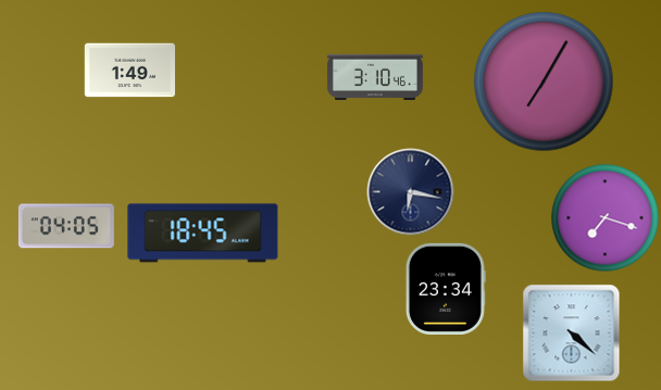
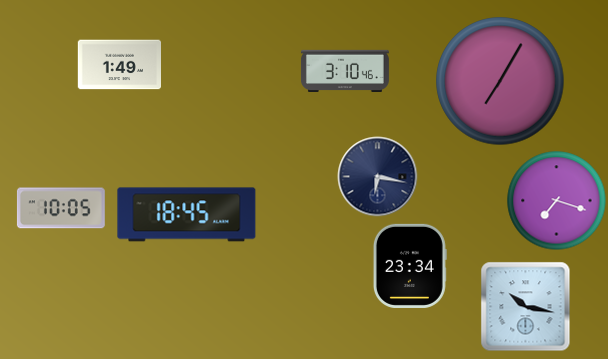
clock at (544, 81) position: (544, 81) -> (500, 81)
clock at (66, 226): 04:05 -> 10:05
clock at (572, 334): 4:22 -> 10:17
